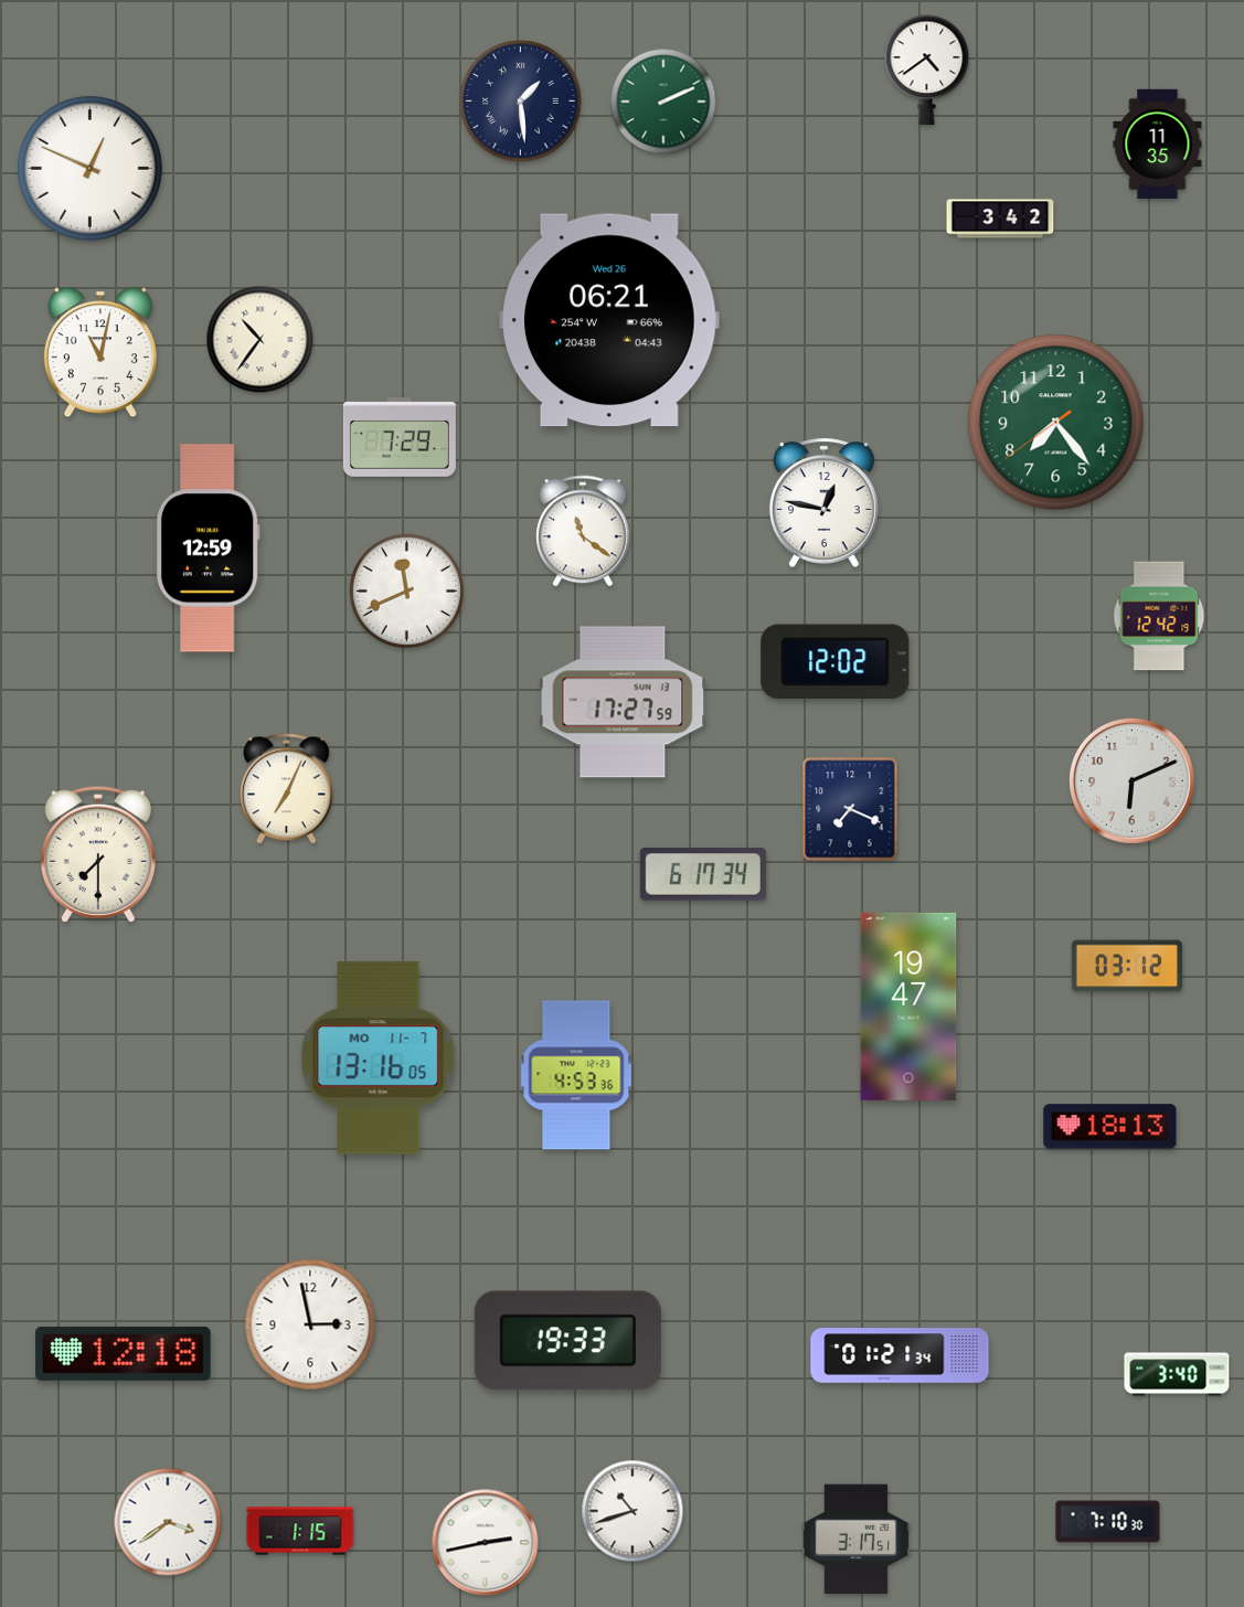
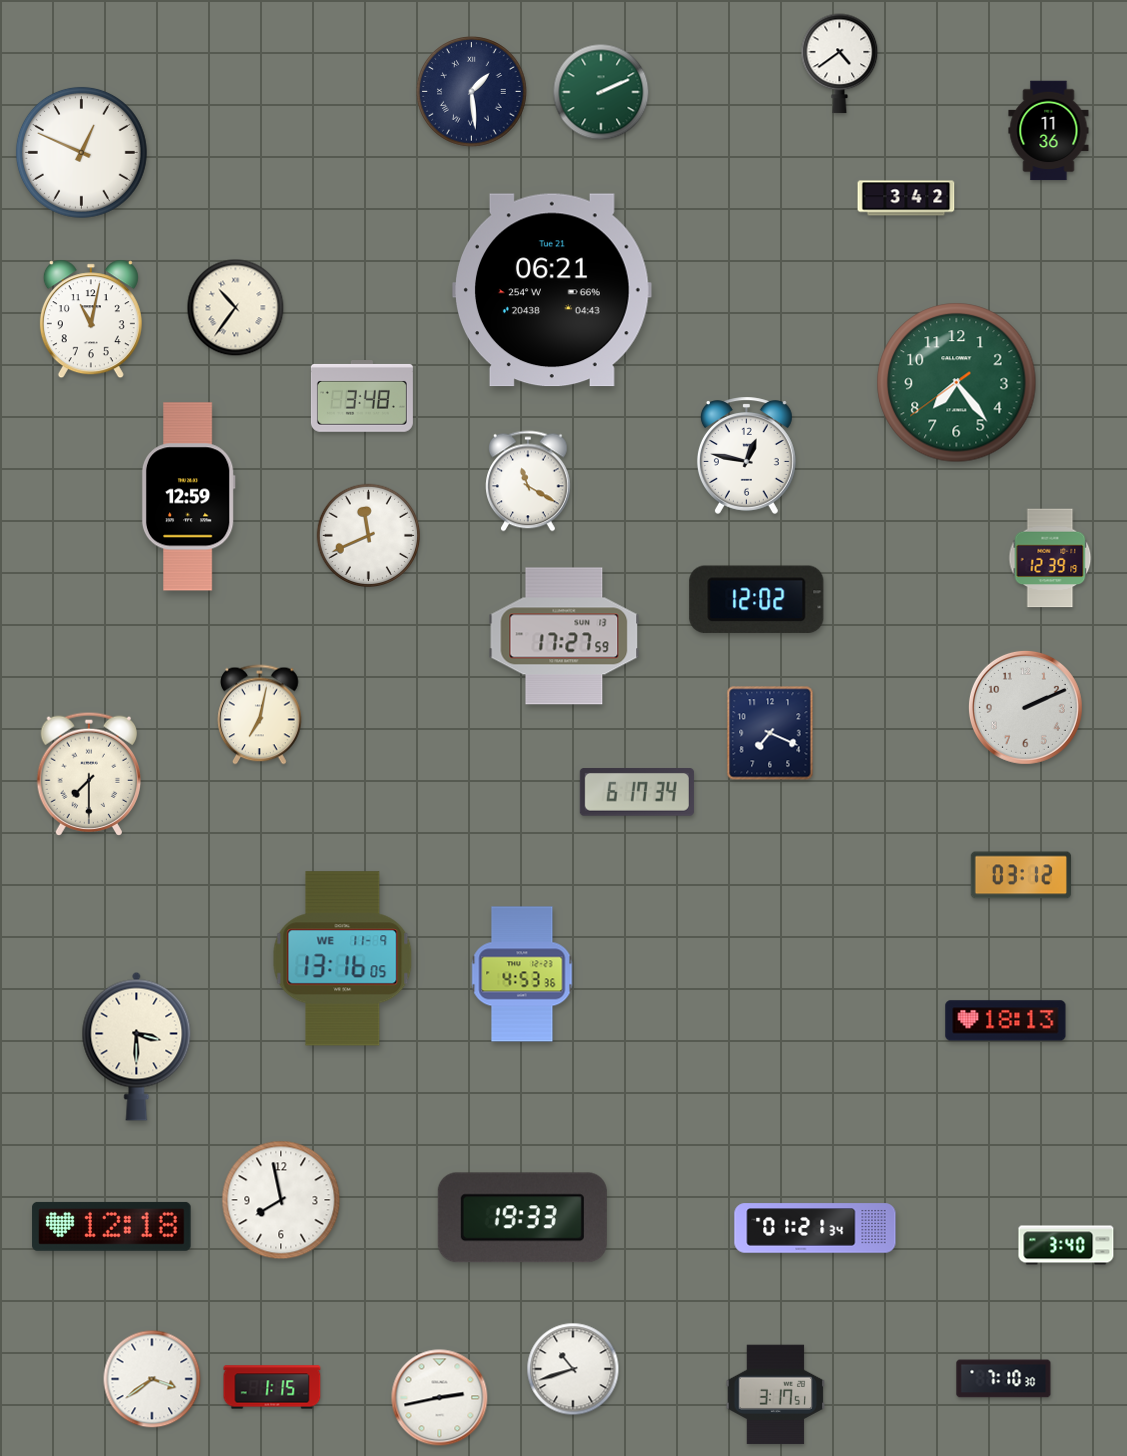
clock at (1158, 145): 11:35 -> 11:36
clock at (610, 320) date: Wed 26 -> Tue 21
clock at (400, 438): 7:29 -> 3:48
clock at (584, 531): 11:21 -> 11:20
clock at (1159, 616): 12:42 -> 12:39
clock at (1131, 780): 6:11 -> 2:11
clock at (287, 789): 7:04 -> 7:02
clock at (908, 1007): 19:47 -> none
clock at (379, 1058) date: MO 11-7 -> WE 11-9
clock at (137, 1046): none -> 3:30
clock at (310, 1324): 2:58 -> 7:58
clock at (567, 1341) position: (567, 1341) -> (522, 1218)
